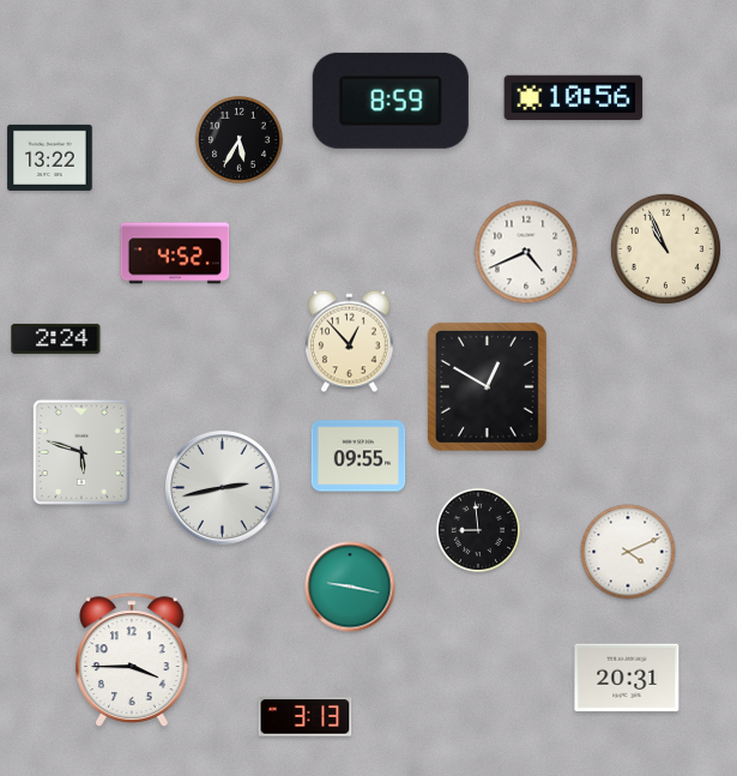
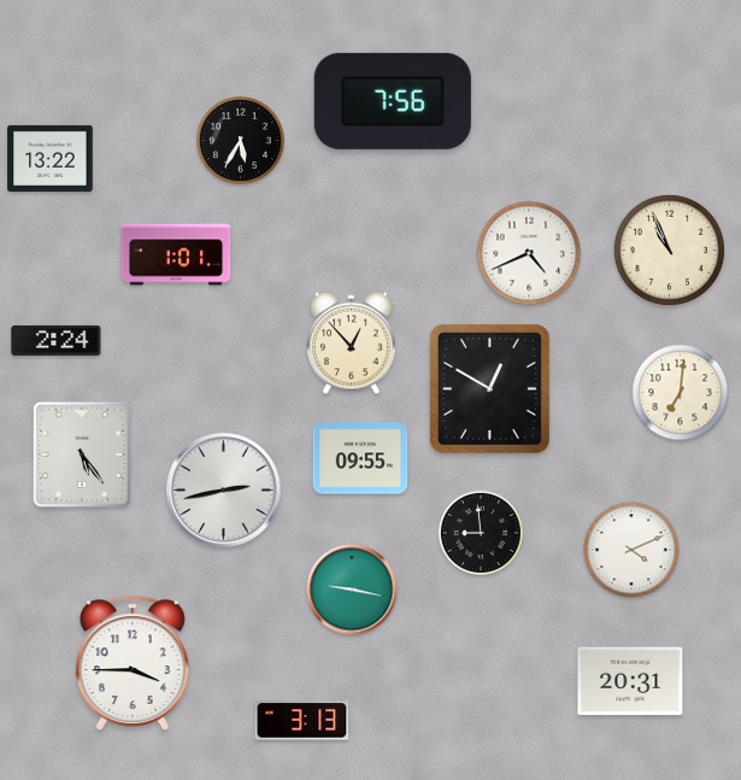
clock at (574, 98): 10:56 -> none
clock at (391, 101): 8:59 -> 7:56
clock at (175, 253): 4:52 -> 1:01
clock at (681, 393): none -> 7:01
clock at (80, 451): 5:48 -> 5:24
clock at (628, 552) position: (628, 552) -> (631, 550)
clock at (306, 717) position: (306, 717) -> (302, 721)
